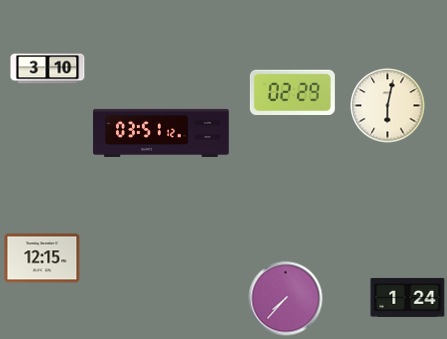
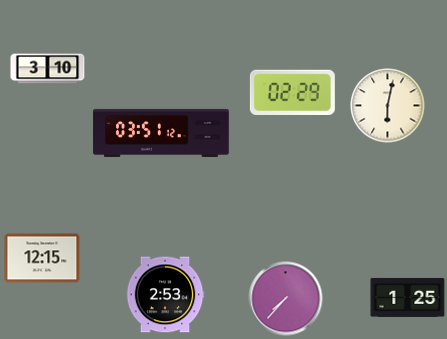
clock at (165, 295): none -> 2:53
clock at (408, 297): 1:24 -> 1:25
